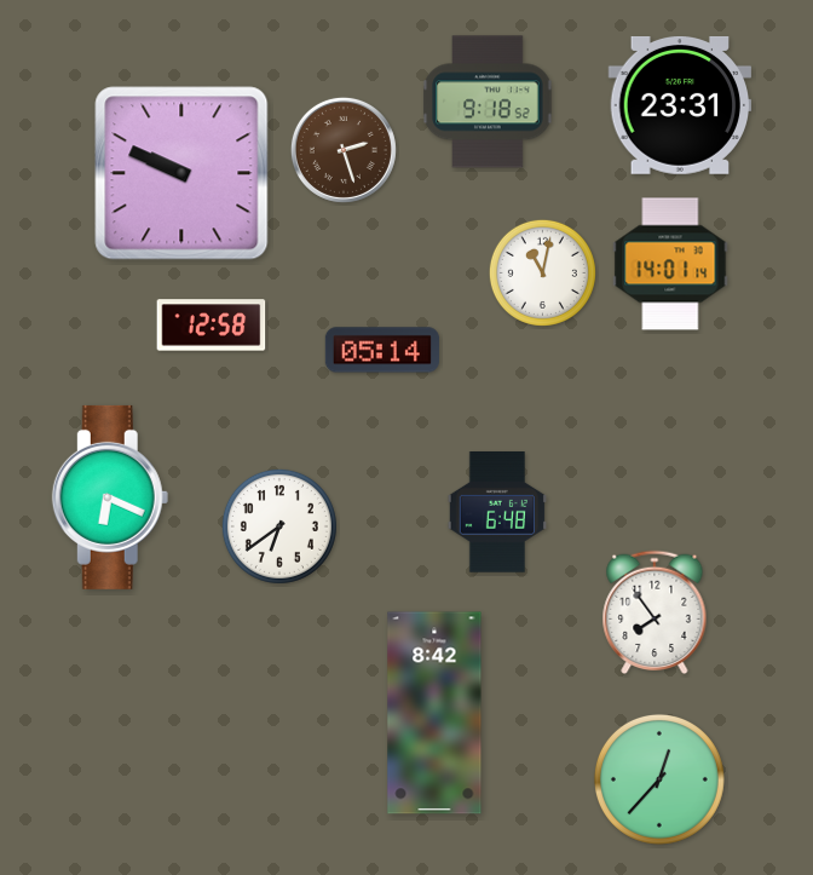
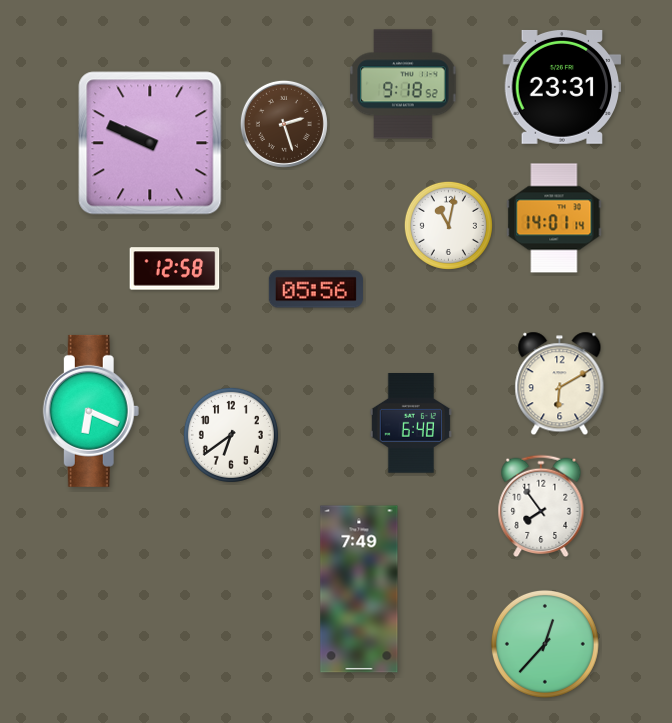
clock at (382, 350): 05:14 -> 05:56
clock at (560, 384): none -> 6:10
clock at (434, 713): 8:42 -> 7:49
